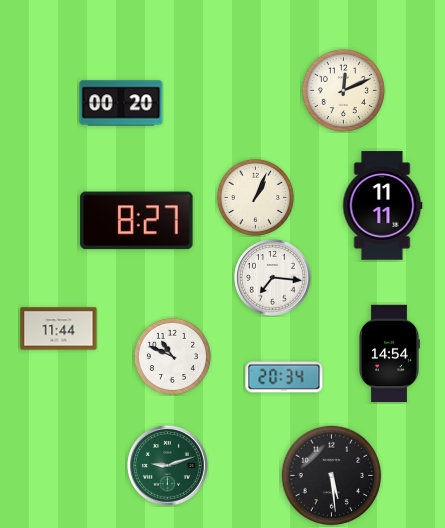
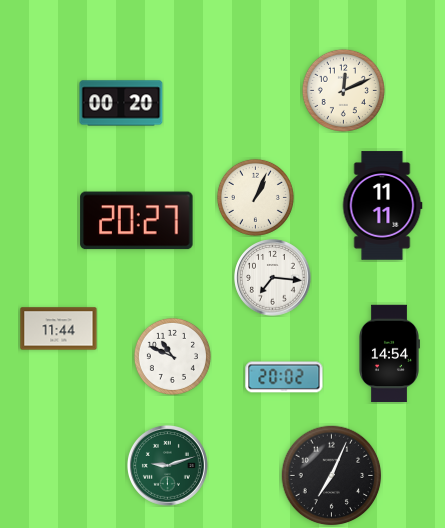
clock at (137, 221): 8:27 -> 20:27
clock at (284, 377): 20:34 -> 20:02
clock at (332, 476): 5:29 -> 7:04
